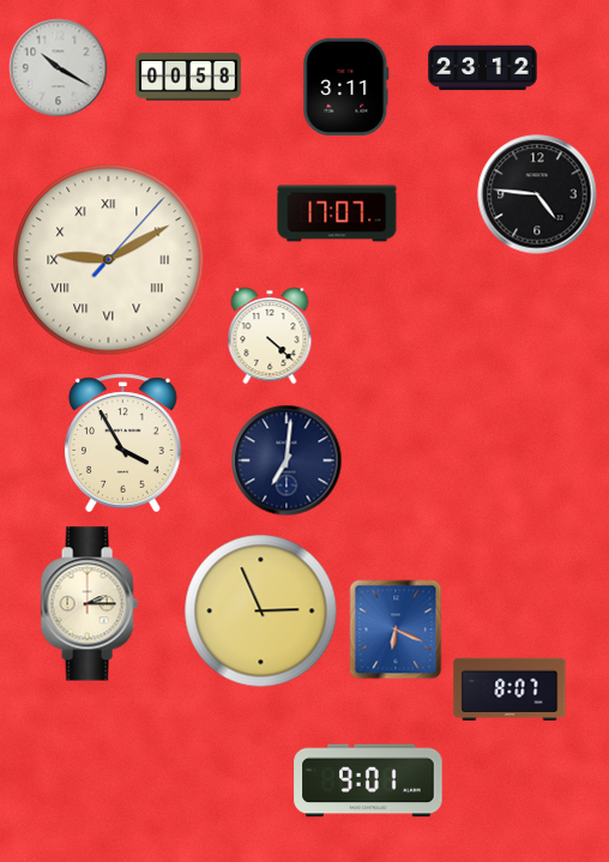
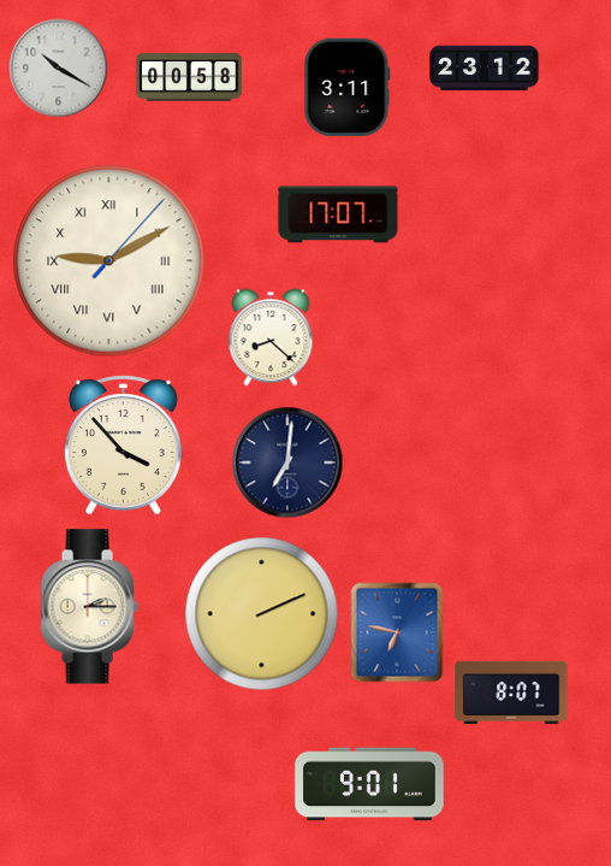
clock at (537, 194): 4:46 -> none
clock at (270, 336): 4:22 -> 8:22
clock at (123, 444): 3:55 -> 3:53
clock at (261, 611): 2:56 -> 2:11
clock at (396, 629): 6:19 -> 6:47
